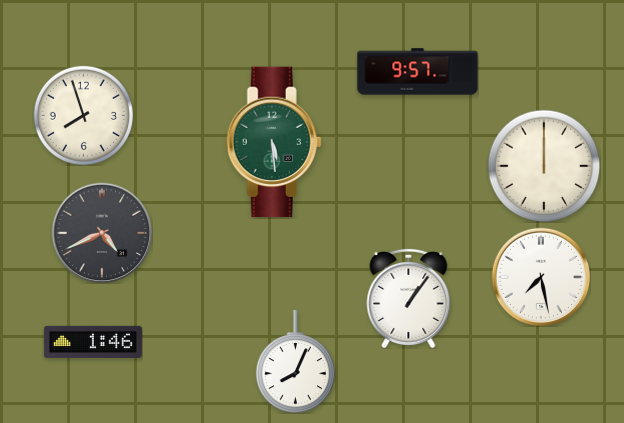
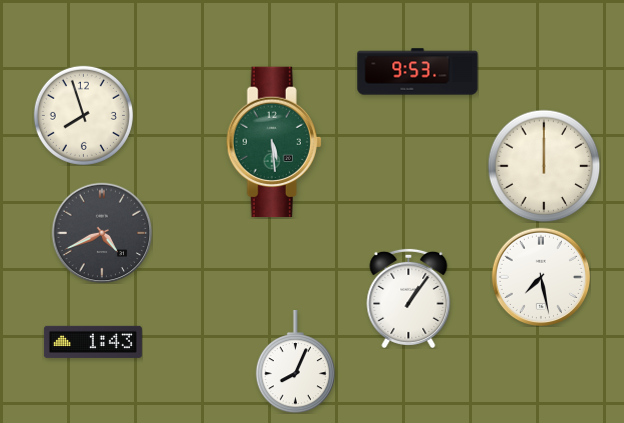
clock at (418, 72): 9:57 -> 9:53
clock at (93, 342): 1:46 -> 1:43
